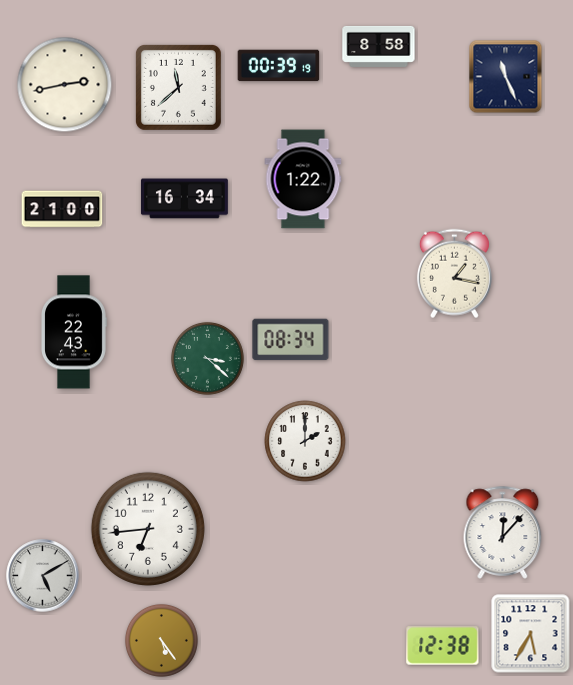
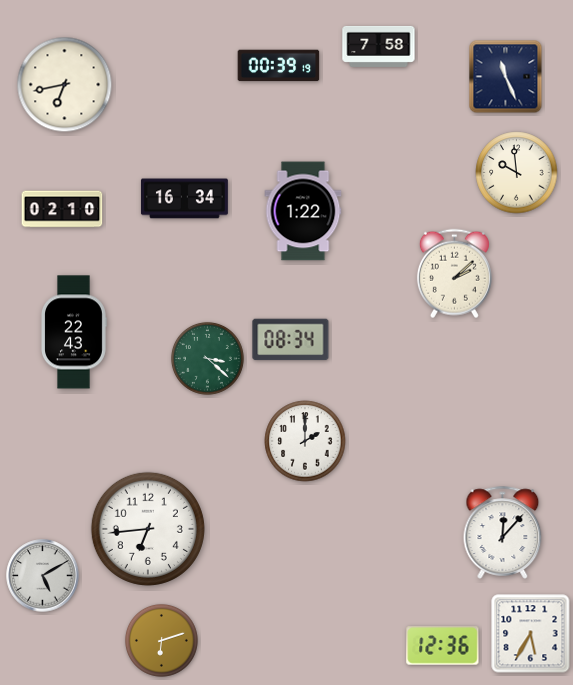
clock at (379, 46): 8:58 -> 7:58
clock at (65, 85): 2:43 -> 6:43
clock at (178, 87): 11:38 -> none
clock at (517, 173): none -> 9:59
clock at (303, 179) position: (303, 179) -> (303, 211)
clock at (62, 209): 21:00 -> 02:10
clock at (454, 274): 1:17 -> 2:08
clock at (161, 640): 5:24 -> 6:12
clock at (443, 646): 12:38 -> 12:36
